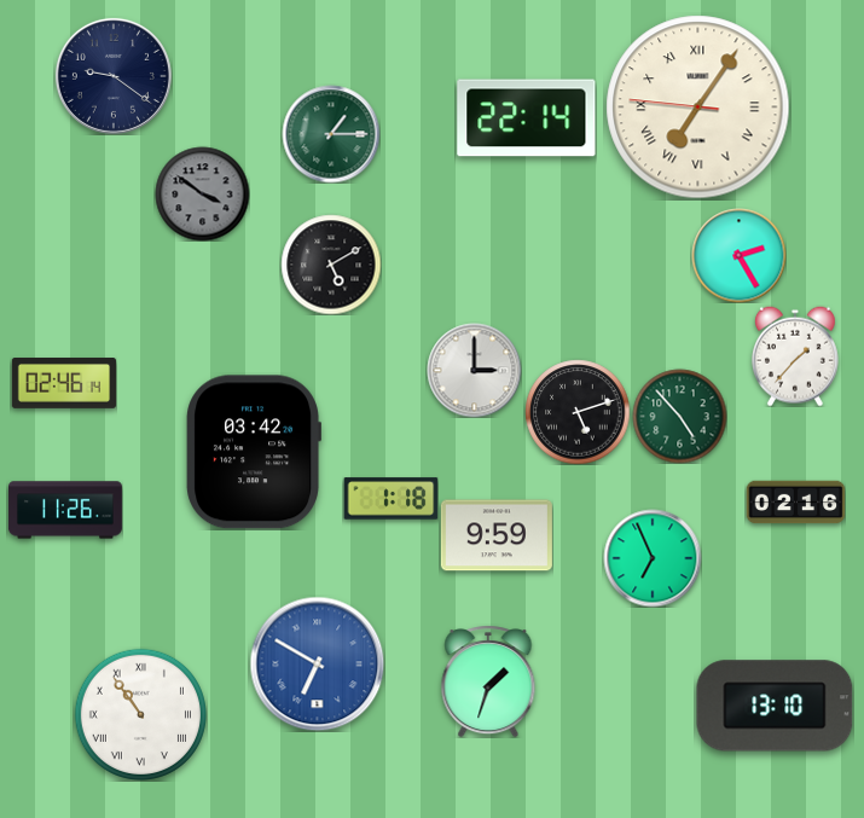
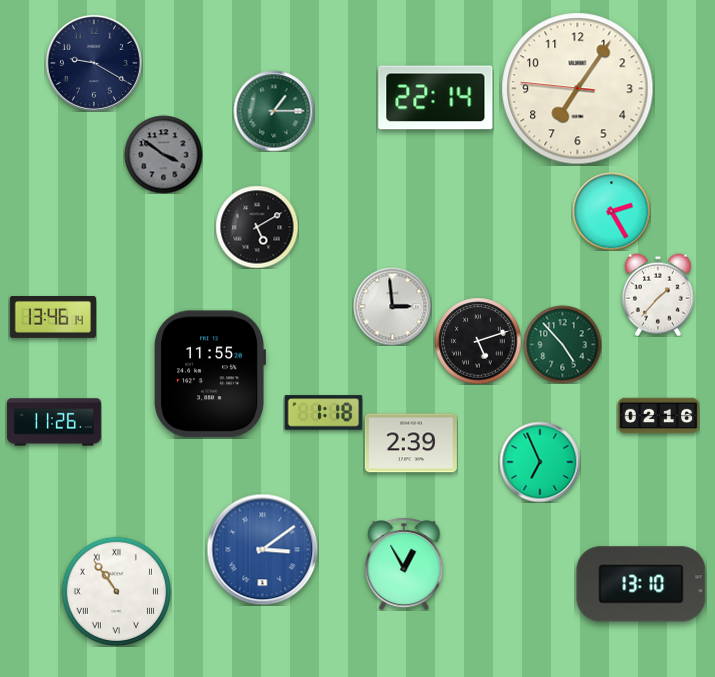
clock at (114, 76): 9:21 -> 9:20
clock at (698, 108) numerals: Roman -> Arabic
clock at (202, 193) position: (202, 193) -> (163, 154)
clock at (331, 265) position: (331, 265) -> (257, 227)
clock at (474, 370): 3:00 -> 2:59
clock at (63, 384): 02:46 -> 13:46
clock at (253, 452): 03:42 -> 11:55
clock at (497, 535): 9:59 -> 2:39
clock at (317, 663): 6:50 -> 3:09
clock at (488, 681): 1:33 -> 12:55
